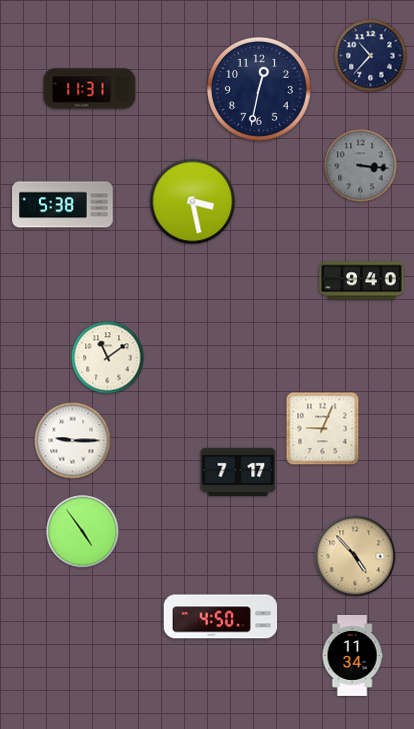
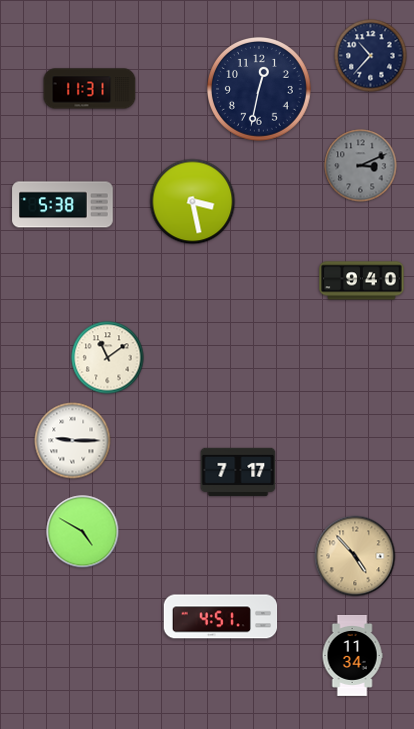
clock at (361, 166): 3:16 -> 3:11
clock at (323, 429): 9:04 -> none
clock at (83, 532): 4:54 -> 4:50
clock at (221, 617): 4:50 -> 4:51
